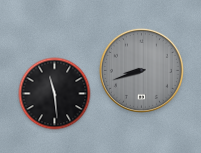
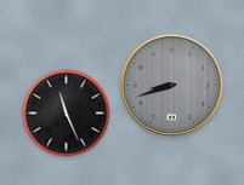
clock at (55, 94): 11:29 -> 11:26
